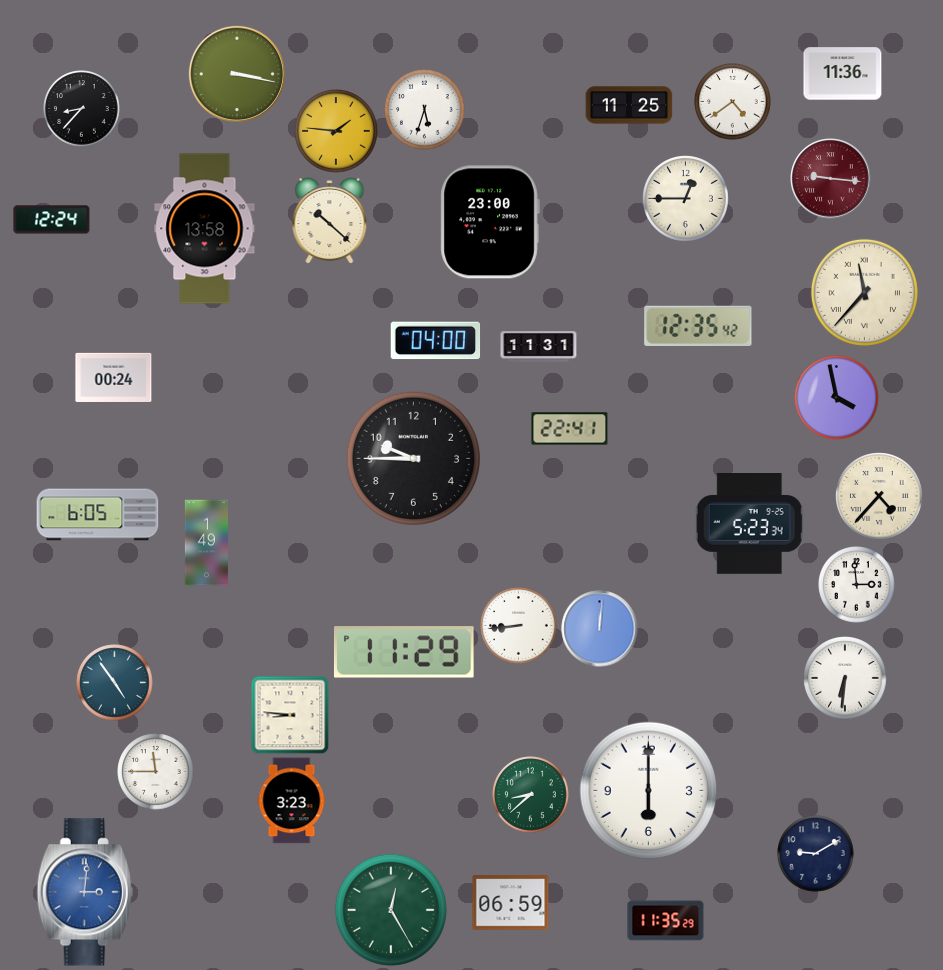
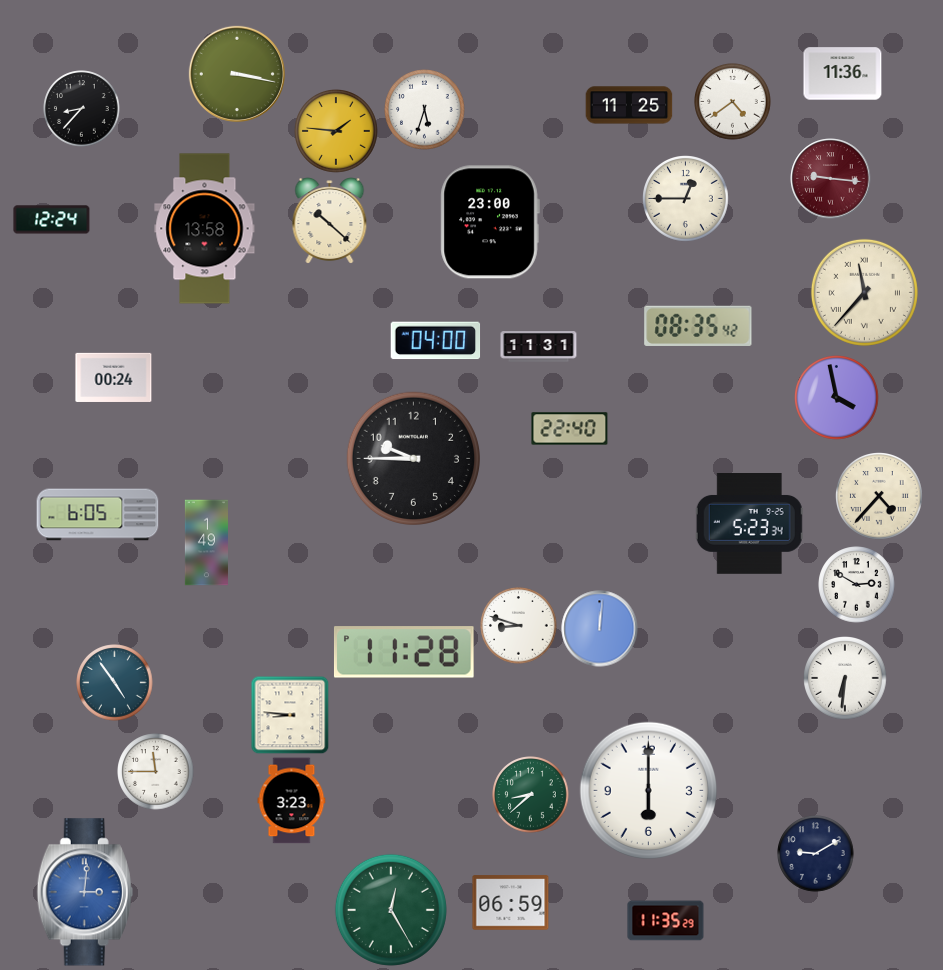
clock at (698, 326): 12:35 -> 08:35
clock at (570, 429): 22:41 -> 22:40
clock at (857, 585): 2:59 -> 2:50
clock at (519, 626): 8:44 -> 8:48
clock at (404, 652): 11:29 -> 11:28
